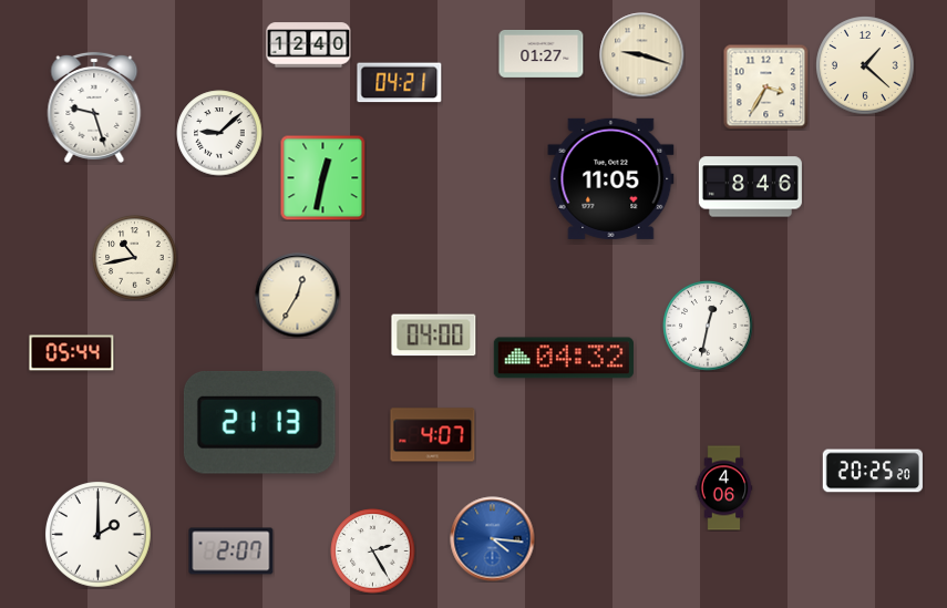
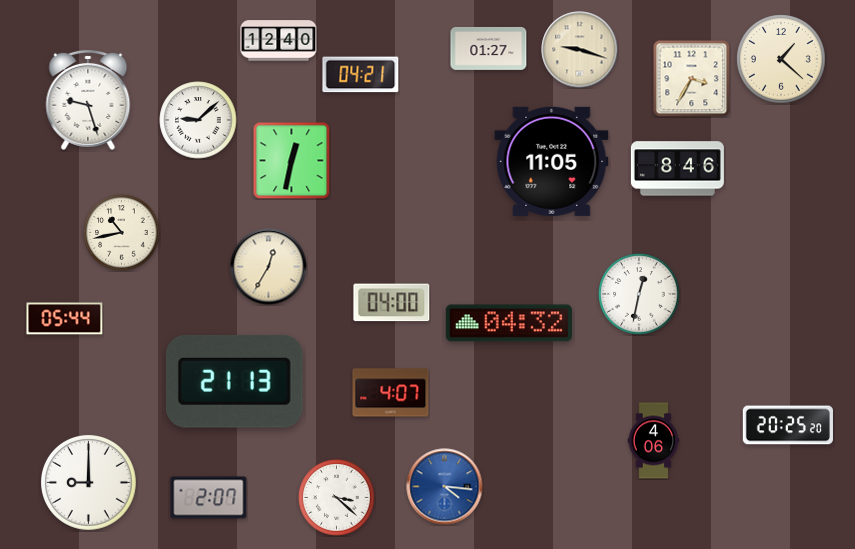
clock at (94, 107) position: (94, 107) -> (88, 100)
clock at (99, 535): 2:00 -> 9:00
clock at (373, 552): 2:25 -> 3:22
